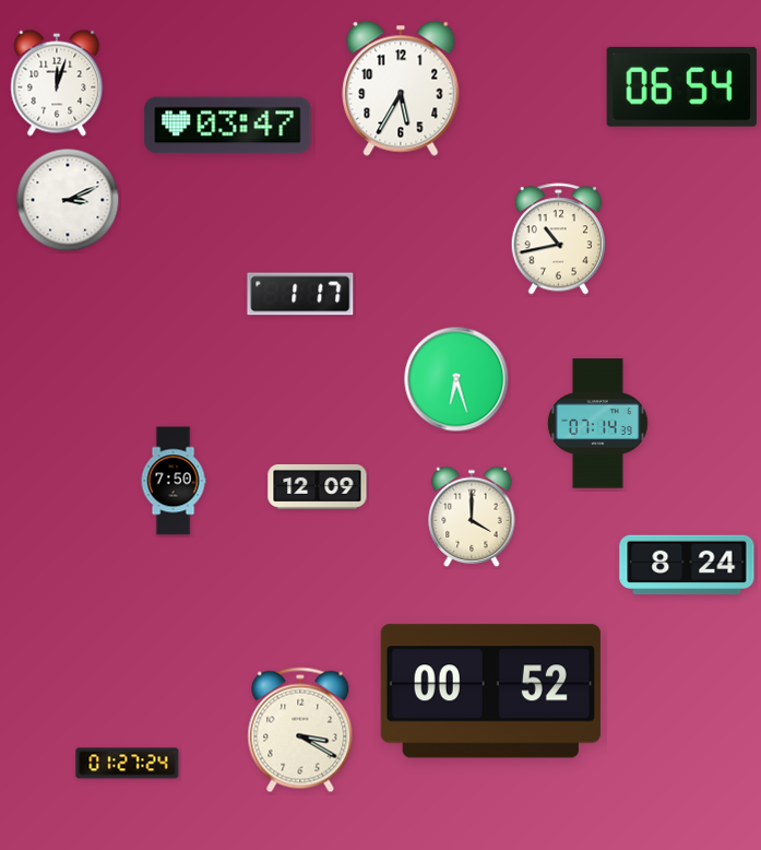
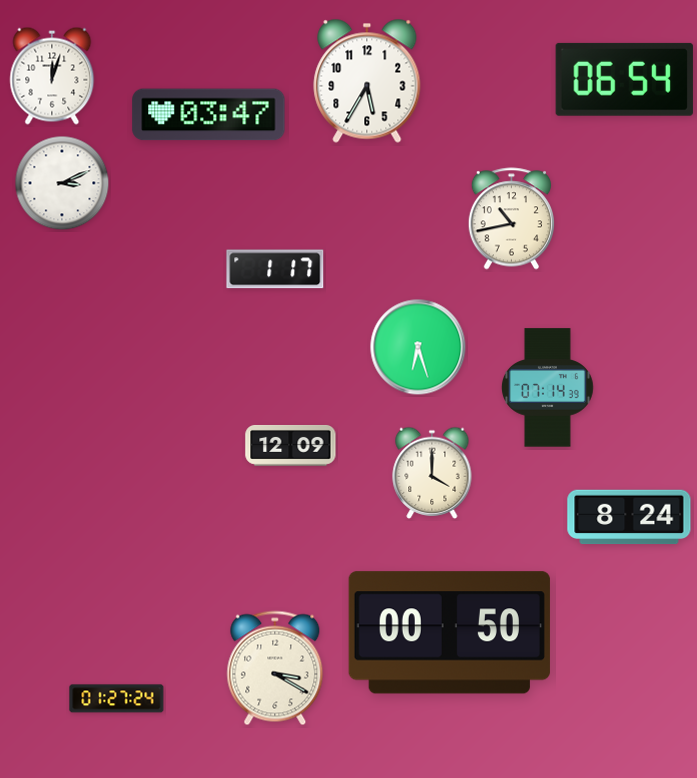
clock at (174, 481): 7:50 -> none
clock at (490, 692): 00:52 -> 00:50
